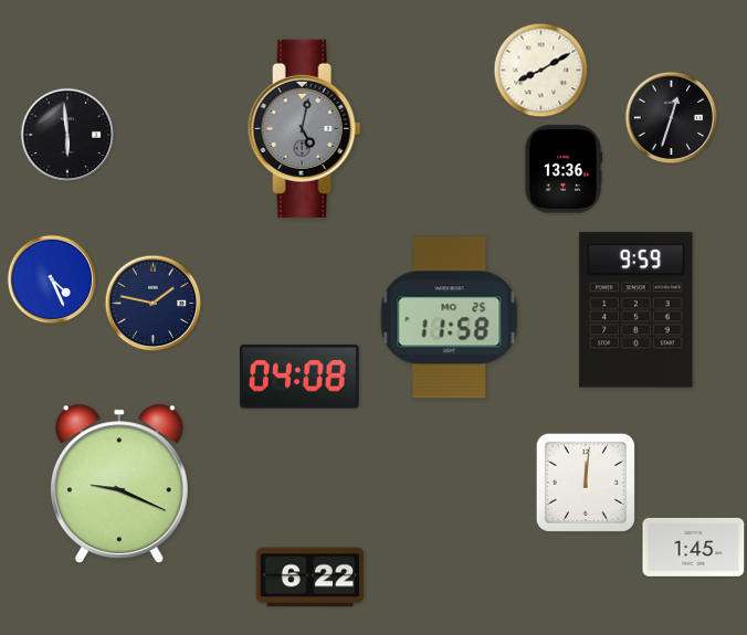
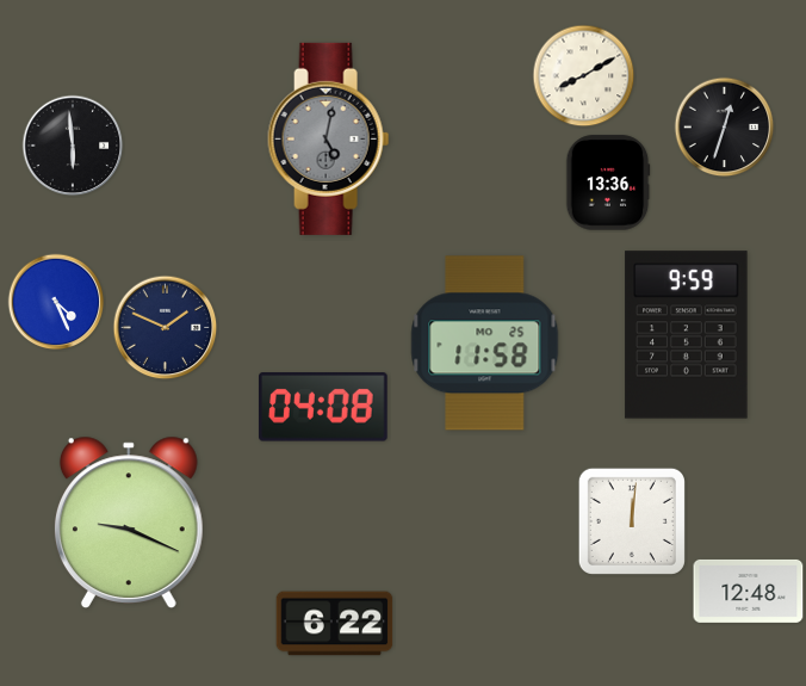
clock at (154, 304): 1:47 -> 1:49
clock at (694, 547): 1:45 -> 12:48
